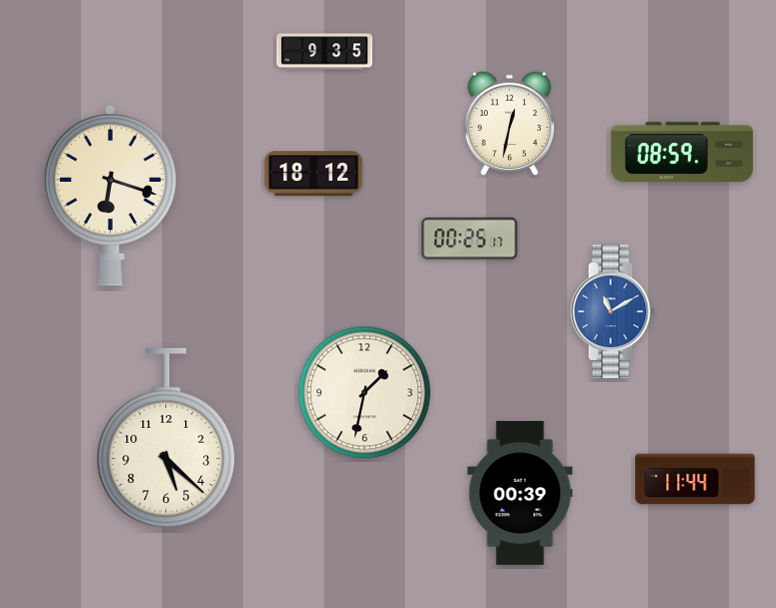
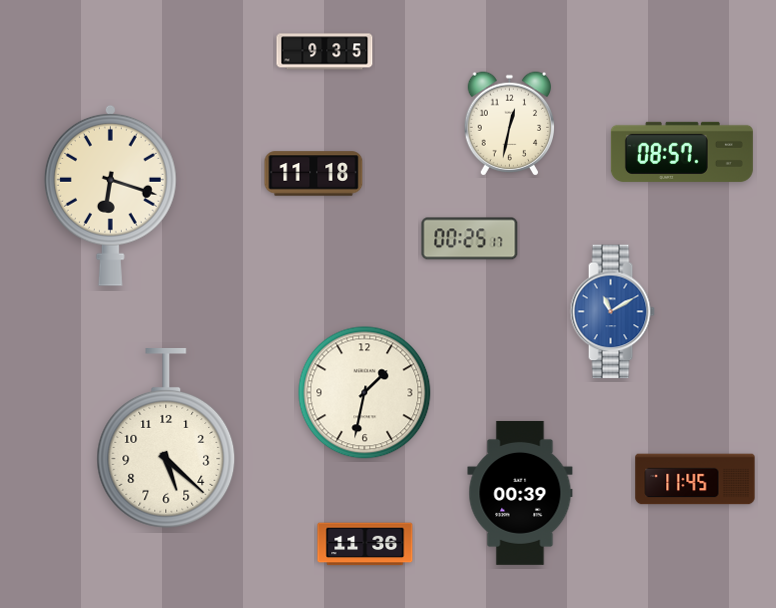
clock at (682, 152): 08:59 -> 08:57
clock at (314, 174): 18:12 -> 11:18
clock at (695, 479): 11:44 -> 11:45
clock at (365, 544): none -> 11:36
